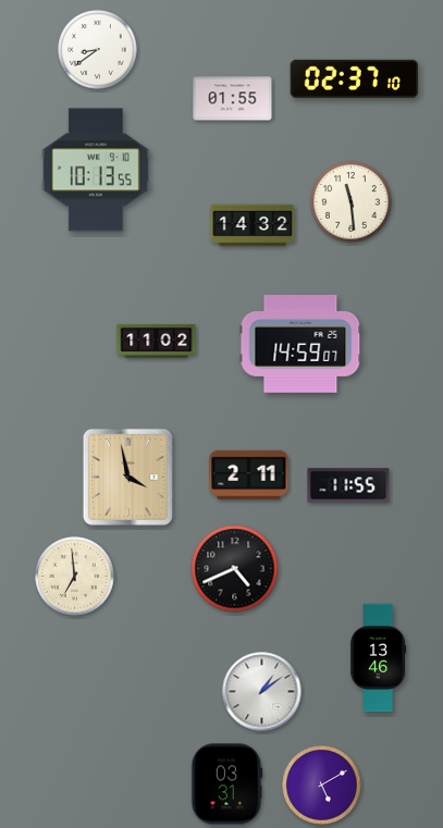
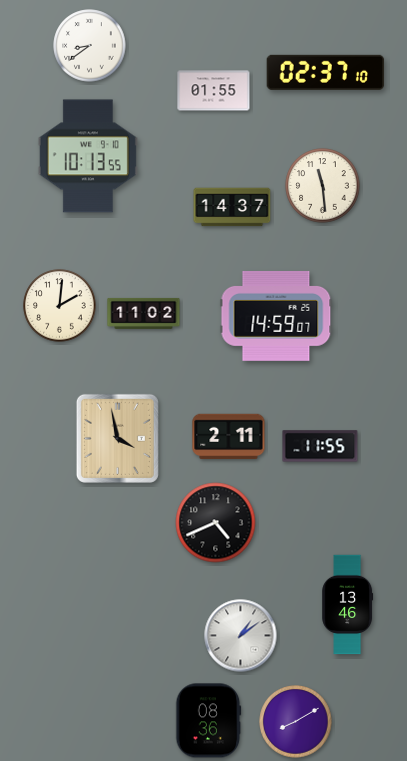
clock at (253, 225): 14:32 -> 14:37
clock at (60, 306): none -> 2:01
clock at (75, 577): 6:59 -> none
clock at (227, 784): 03:31 -> 08:36
clock at (322, 786): 5:10 -> 8:10
